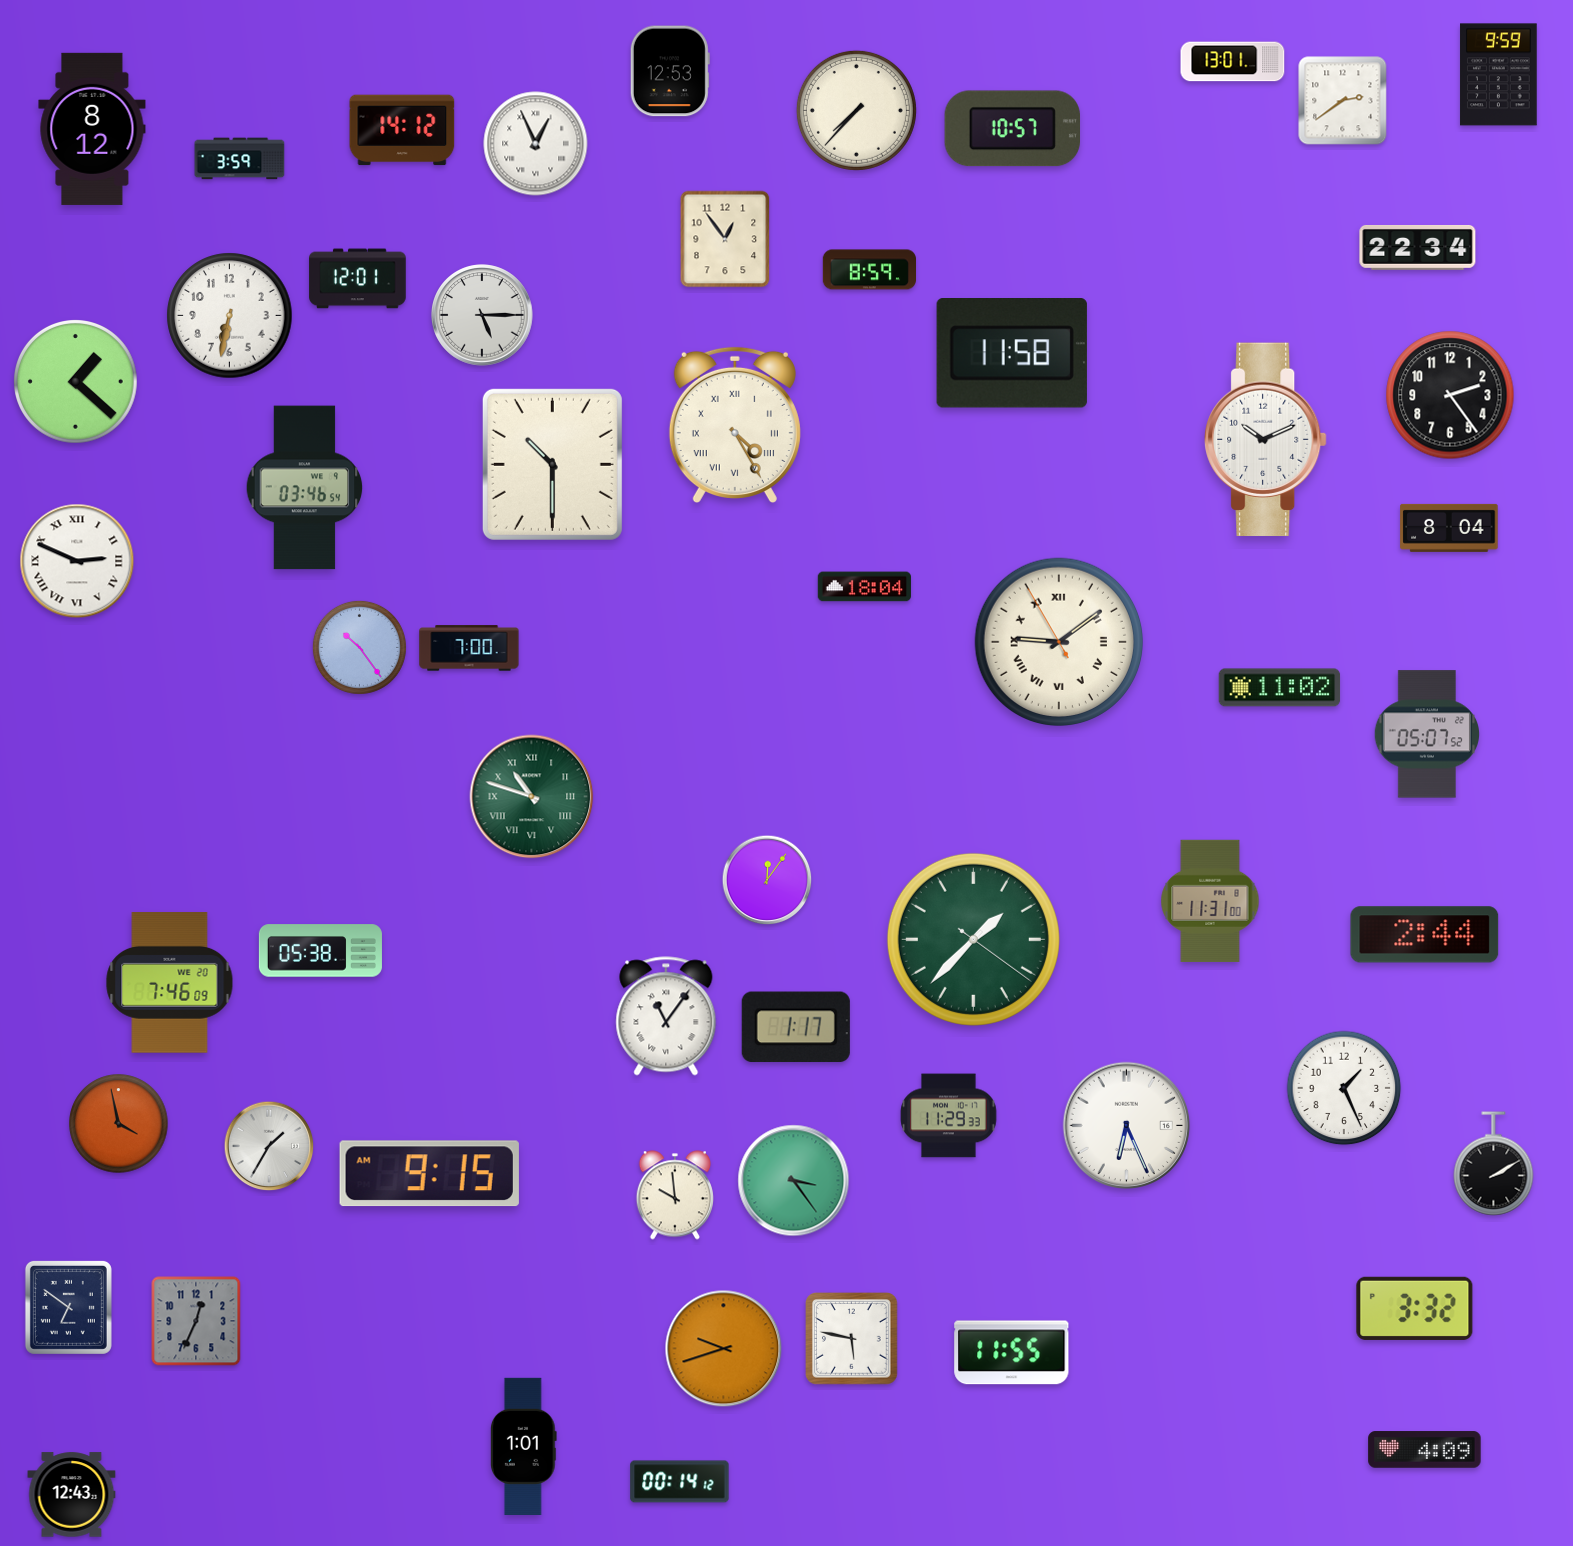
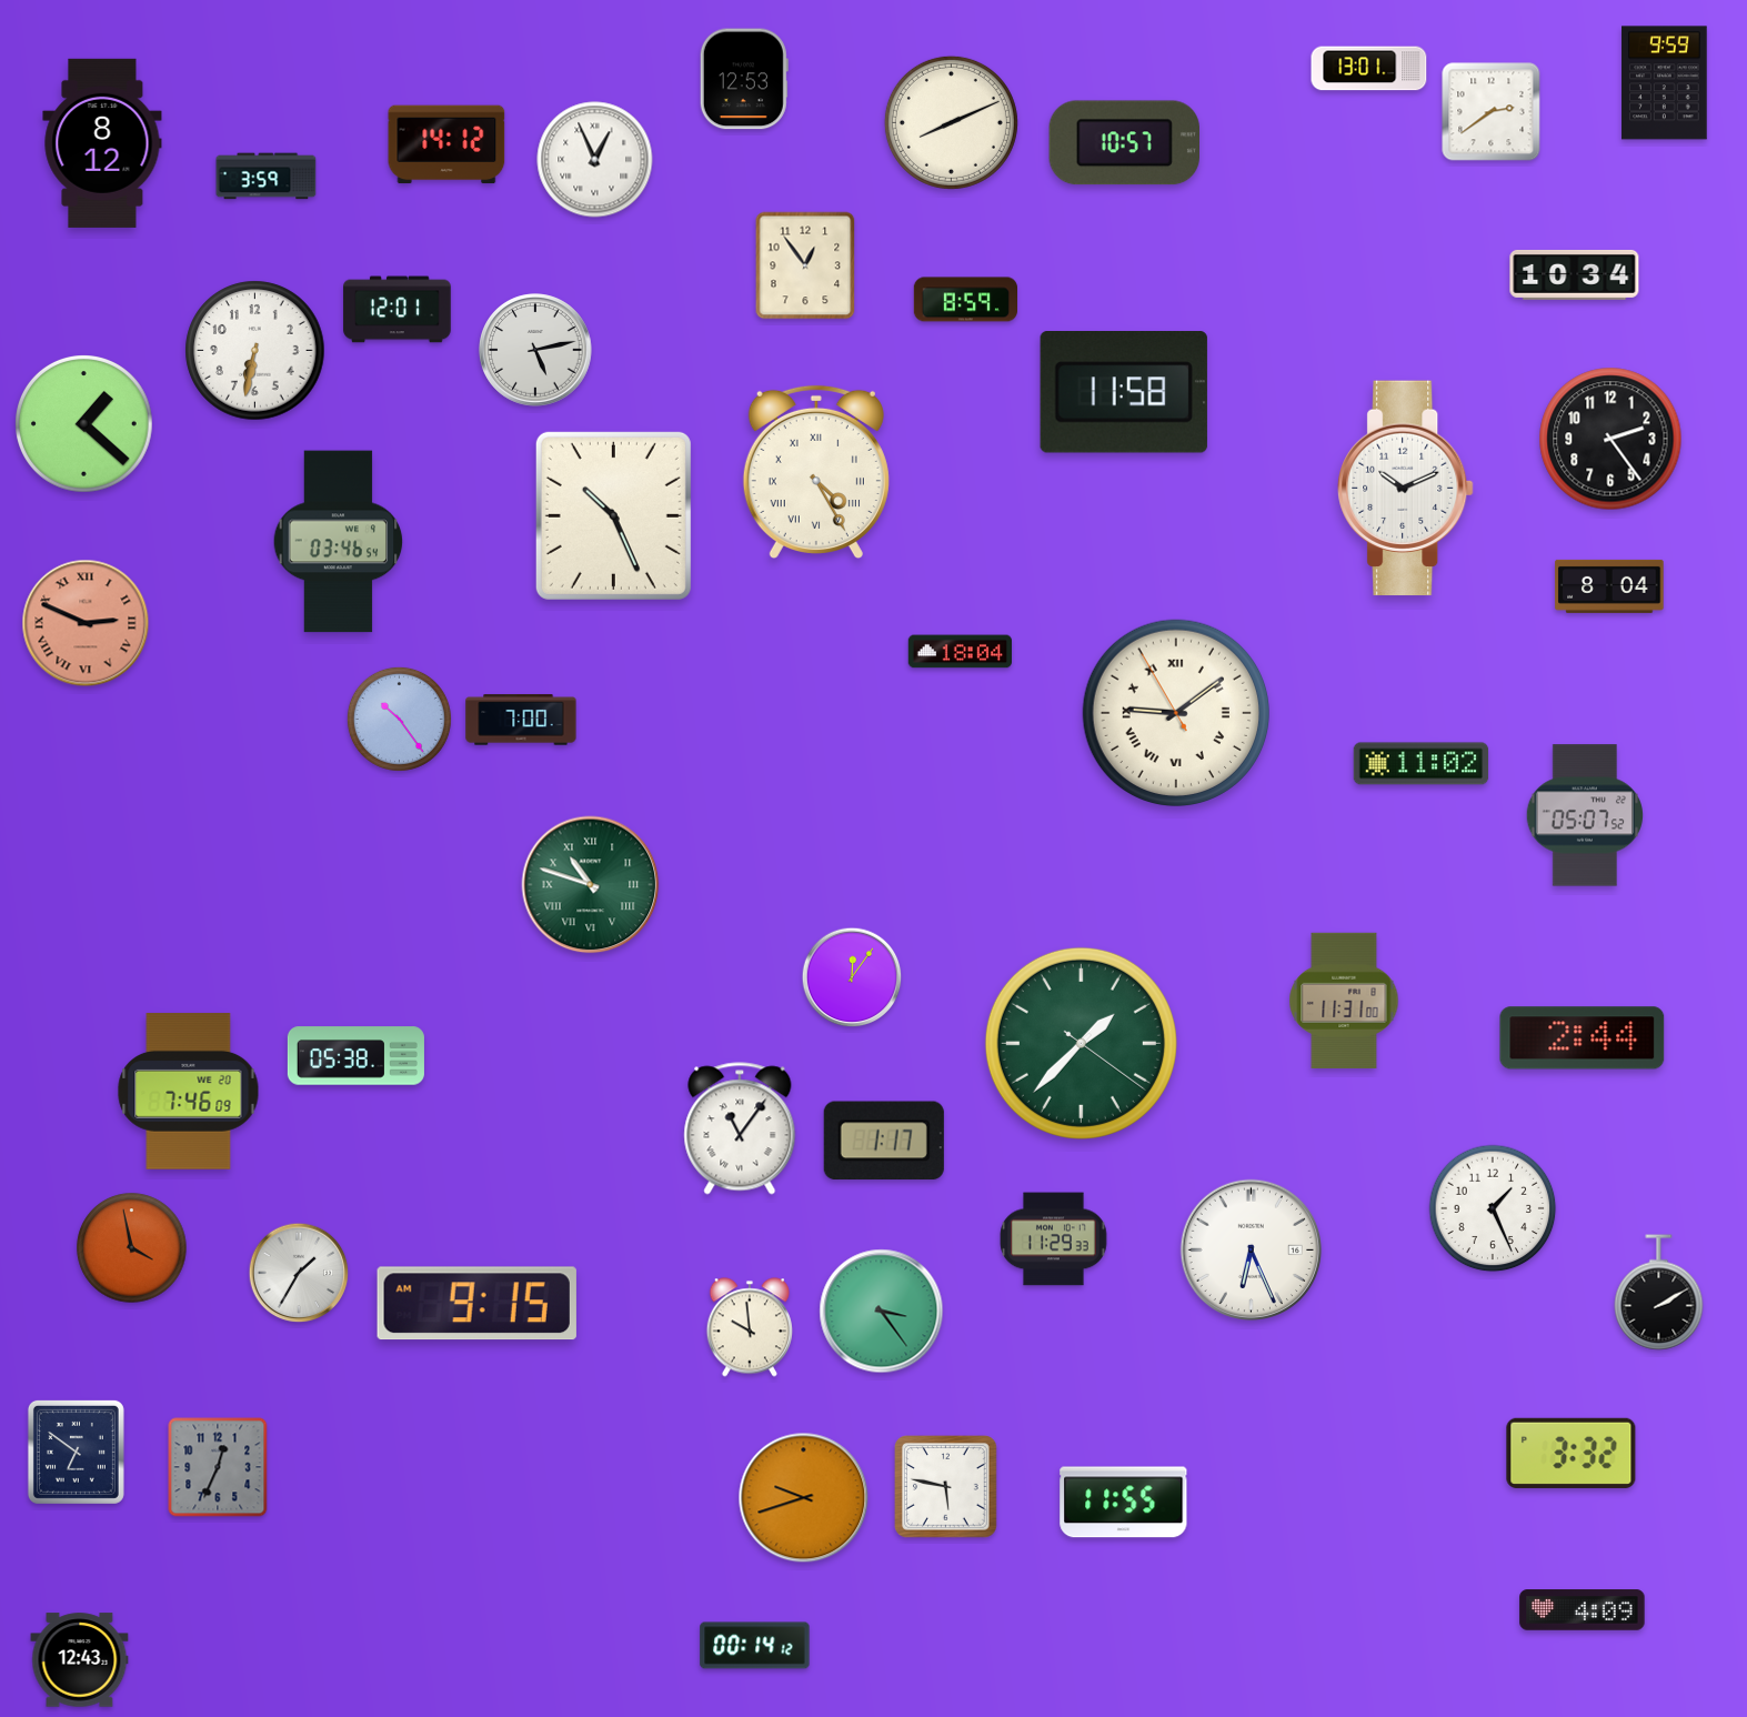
clock at (856, 110): 7:37 -> 8:11
clock at (1418, 247): 22:34 -> 10:34
clock at (482, 315): 5:15 -> 5:13
clock at (552, 464): 10:30 -> 10:26
clock at (77, 561) dial: white -> salmon
clock at (524, 1446): 1:01 -> none
